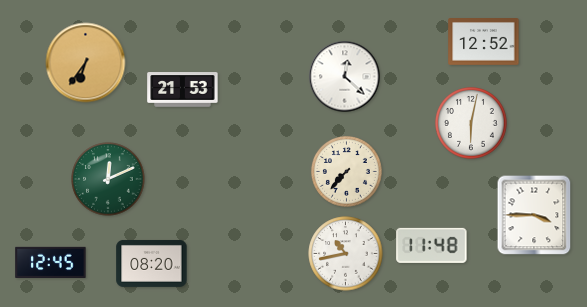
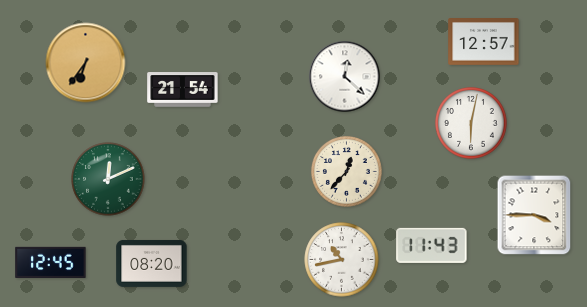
clock at (484, 42): 12:52 -> 12:57
clock at (183, 90): 21:53 -> 21:54
clock at (346, 171): 7:37 -> 12:37
clock at (432, 245): 11:48 -> 11:43
clock at (346, 254) position: (346, 254) -> (342, 260)
